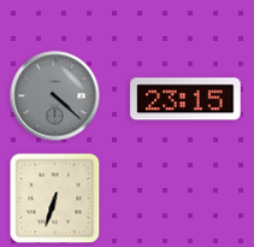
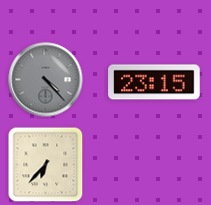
clock at (55, 96): 4:22 -> 4:23
clock at (55, 199): 6:33 -> 6:37
